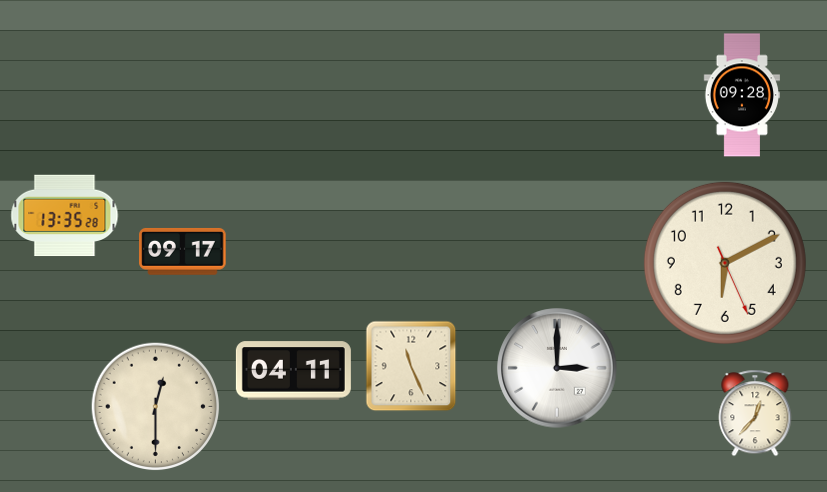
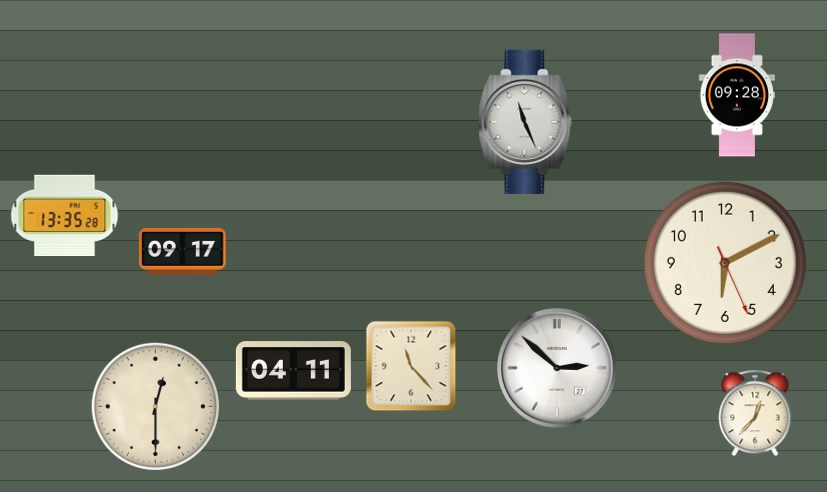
clock at (742, 95) position: (742, 95) -> (737, 95)
clock at (525, 122): none -> 11:26
clock at (411, 366): 11:26 -> 11:23
clock at (557, 368): 3:00 -> 2:52
